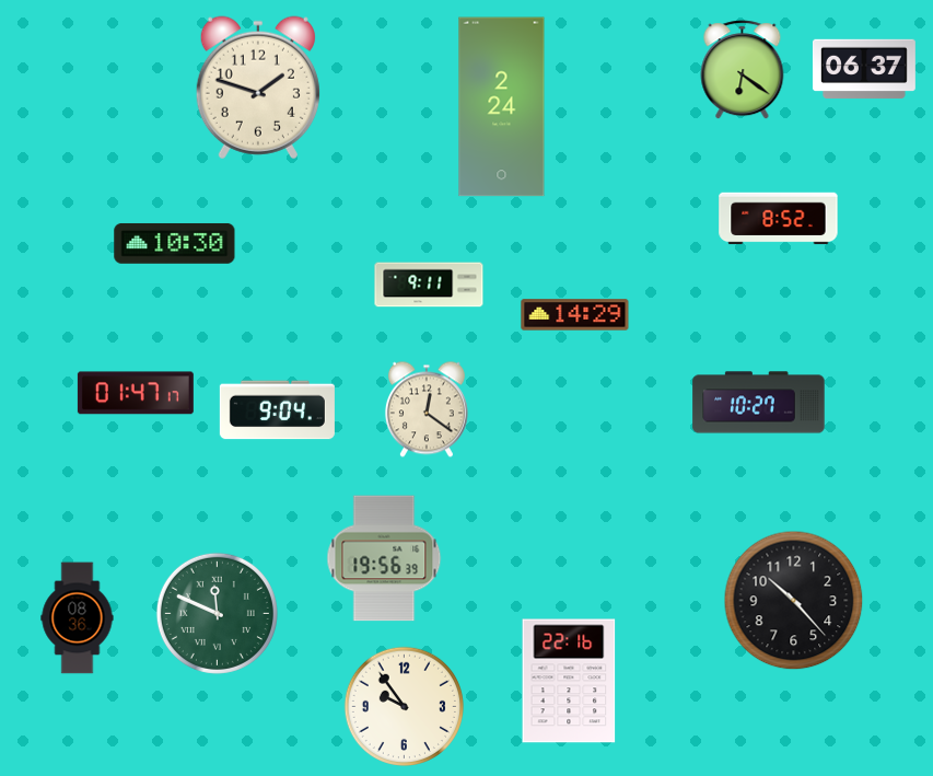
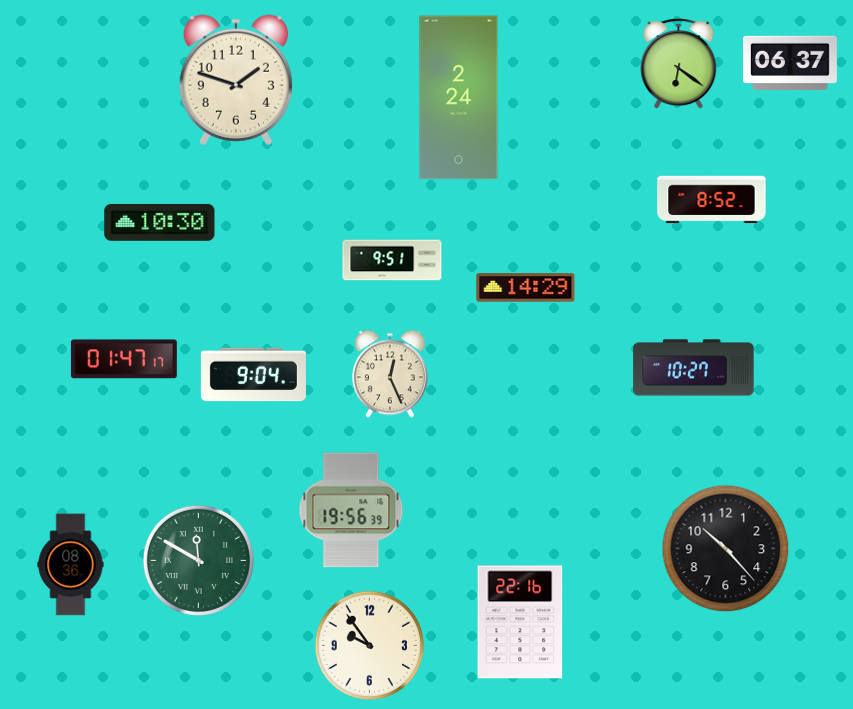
clock at (429, 285): 9:11 -> 9:51
clock at (427, 409): 12:21 -> 12:26
clock at (217, 613): 11:49 -> 11:50
